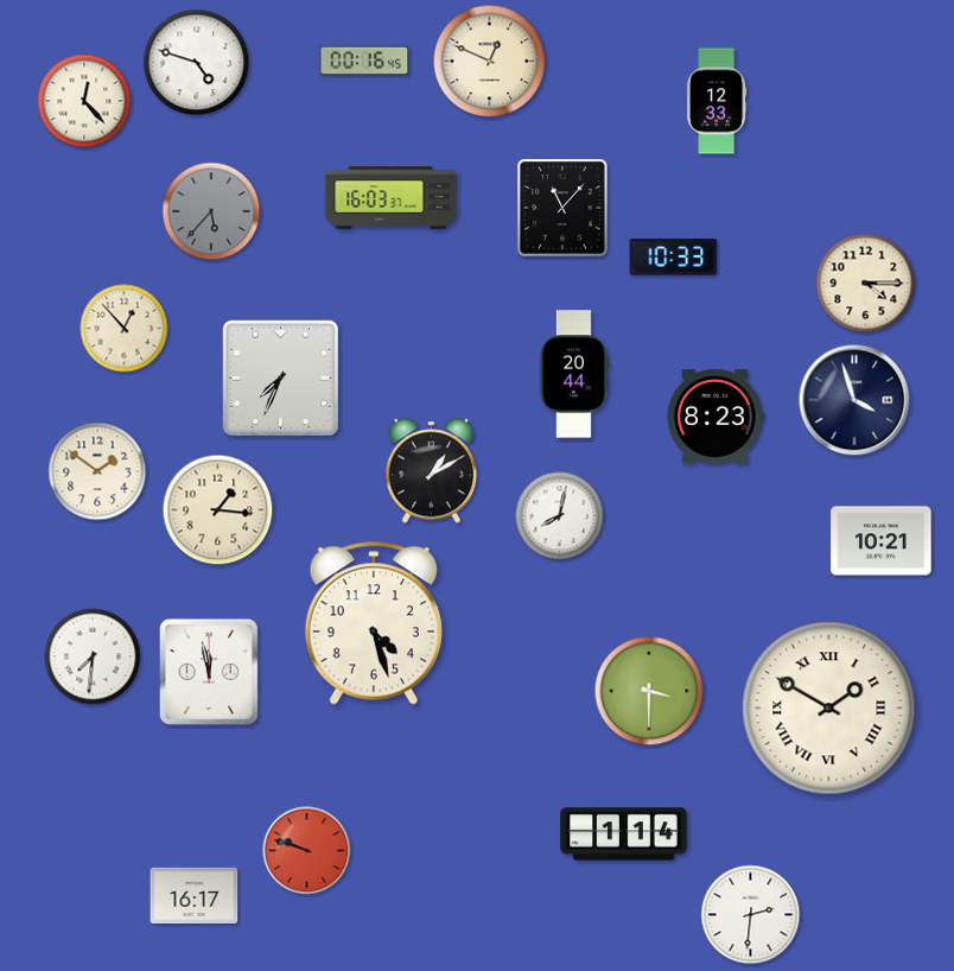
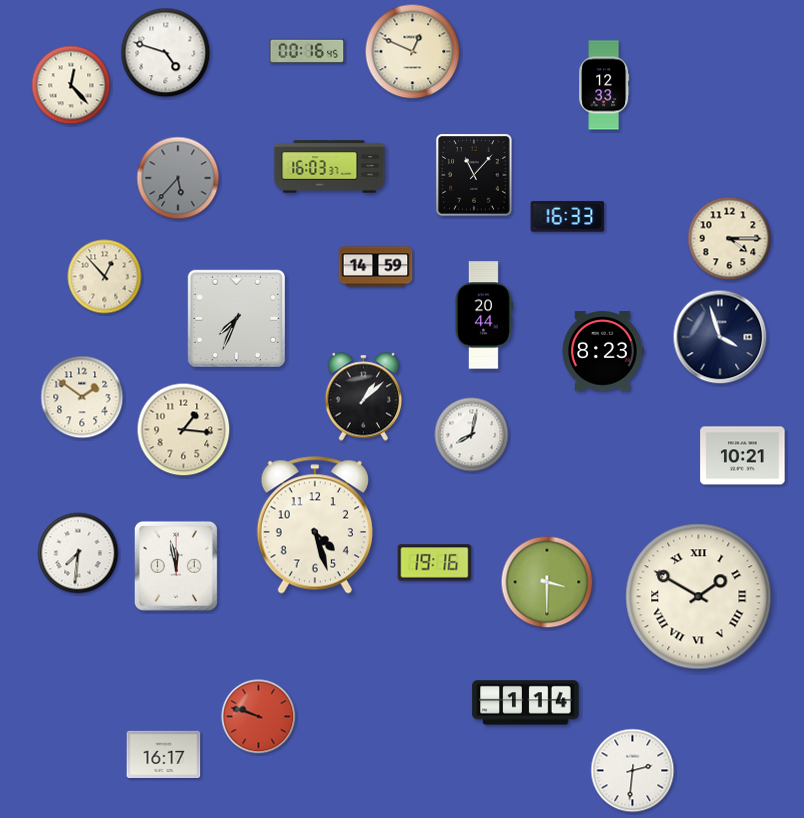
clock at (674, 258): 10:33 -> 16:33
clock at (376, 267): none -> 14:59
clock at (432, 471): 1:10 -> 1:08
clock at (435, 563): none -> 19:16
